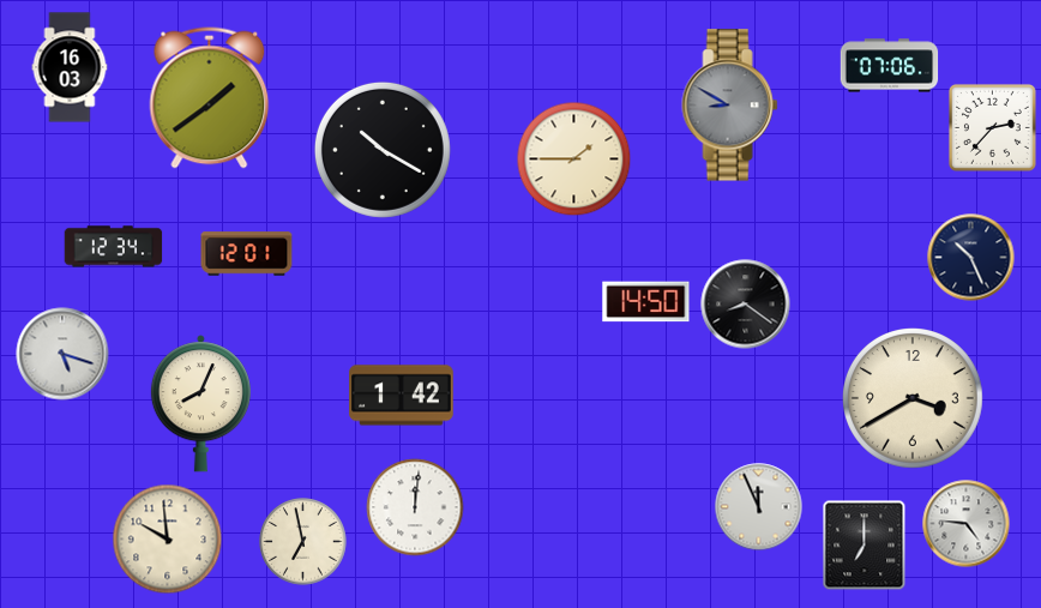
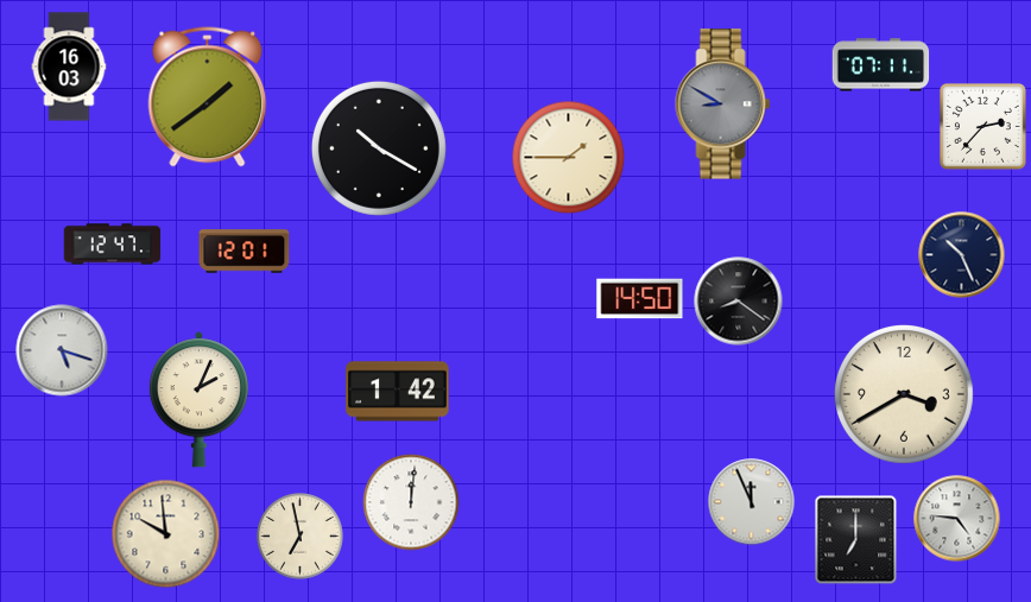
clock at (890, 66): 07:06 -> 07:11
clock at (114, 247): 12:34 -> 12:47
clock at (200, 404): 8:04 -> 2:04
